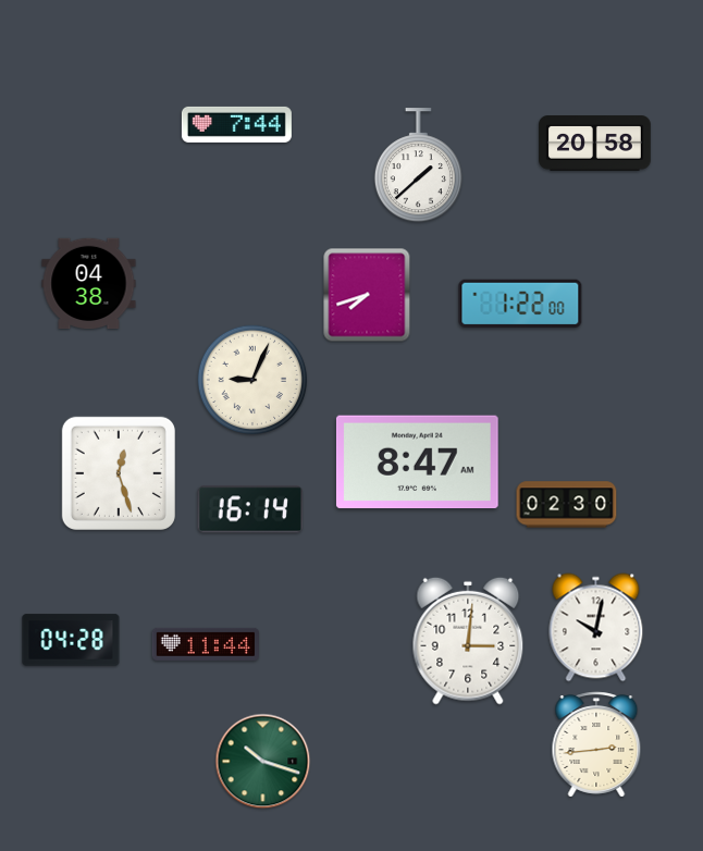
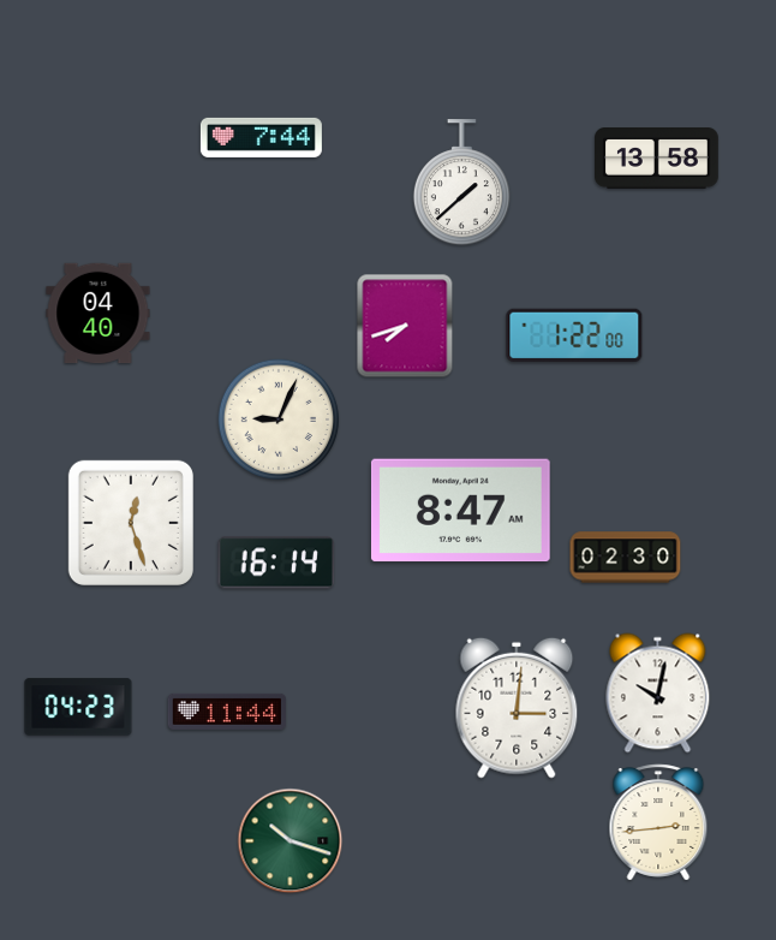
clock at (595, 144): 20:58 -> 13:58
clock at (89, 284): 04:38 -> 04:40
clock at (71, 640): 04:28 -> 04:23
